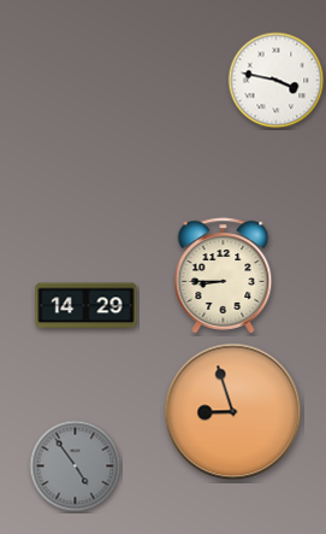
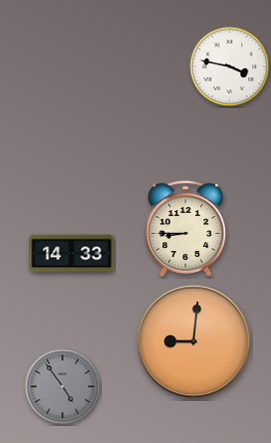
clock at (87, 306): 14:29 -> 14:33
clock at (233, 412): 8:57 -> 9:01
